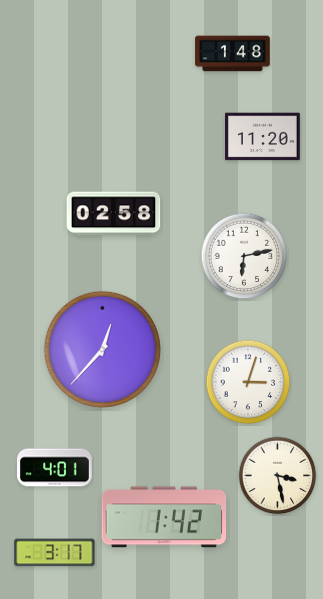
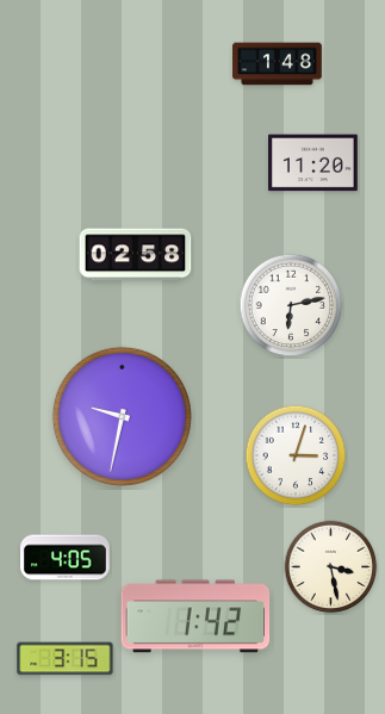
clock at (102, 349): 12:37 -> 9:32
clock at (55, 468): 4:01 -> 4:05
clock at (55, 553): 3:17 -> 3:15
